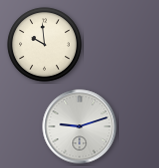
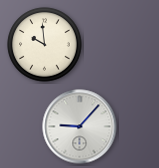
clock at (80, 127): 9:12 -> 9:07
